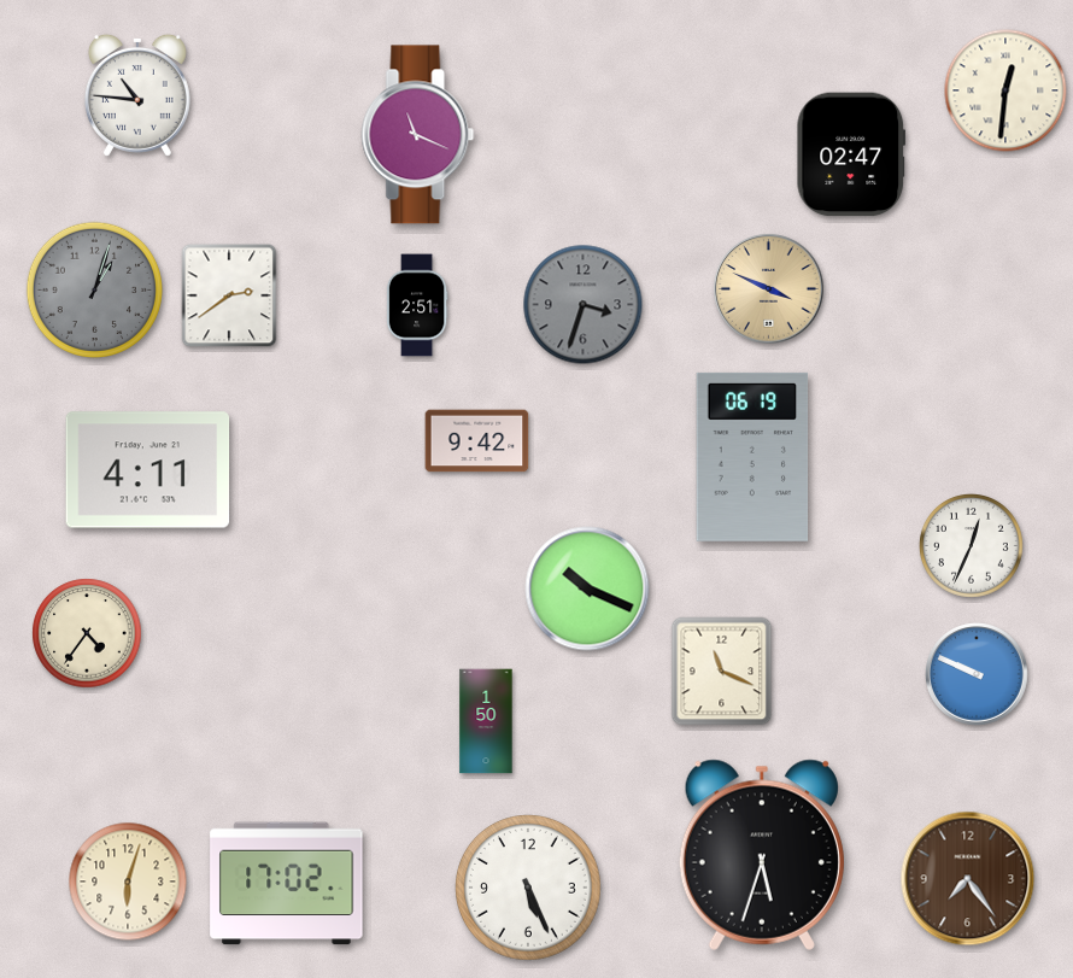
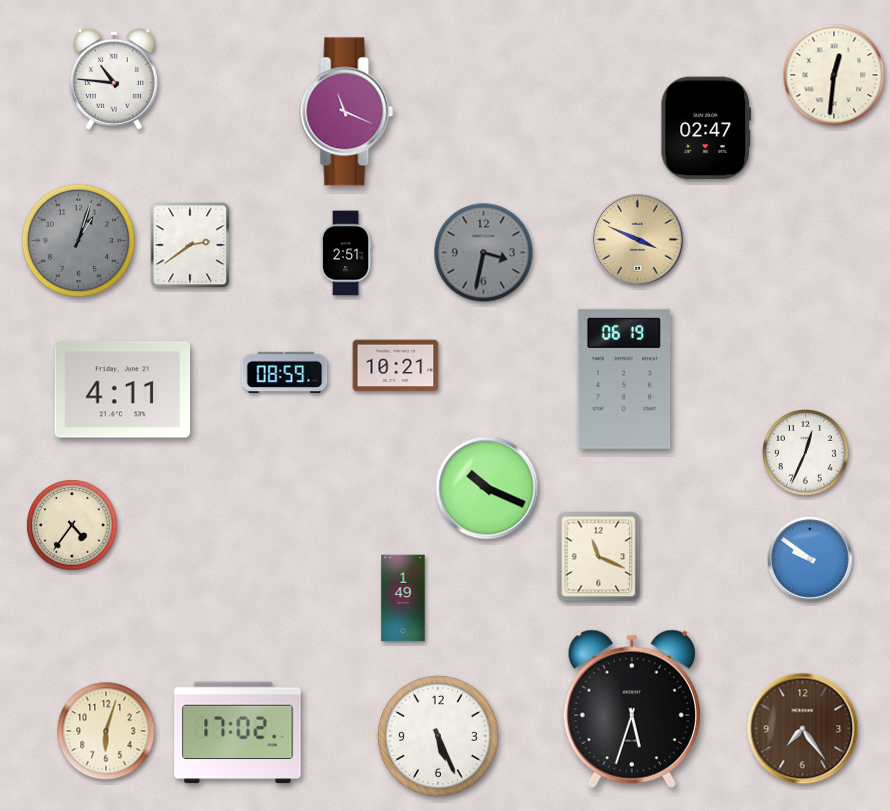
clock at (584, 305): 3:33 -> 3:32
clock at (477, 441): 9:42 -> 10:21
clock at (285, 372): none -> 08:59
clock at (978, 675): 9:49 -> 9:51
clock at (486, 721): 1:50 -> 1:49
